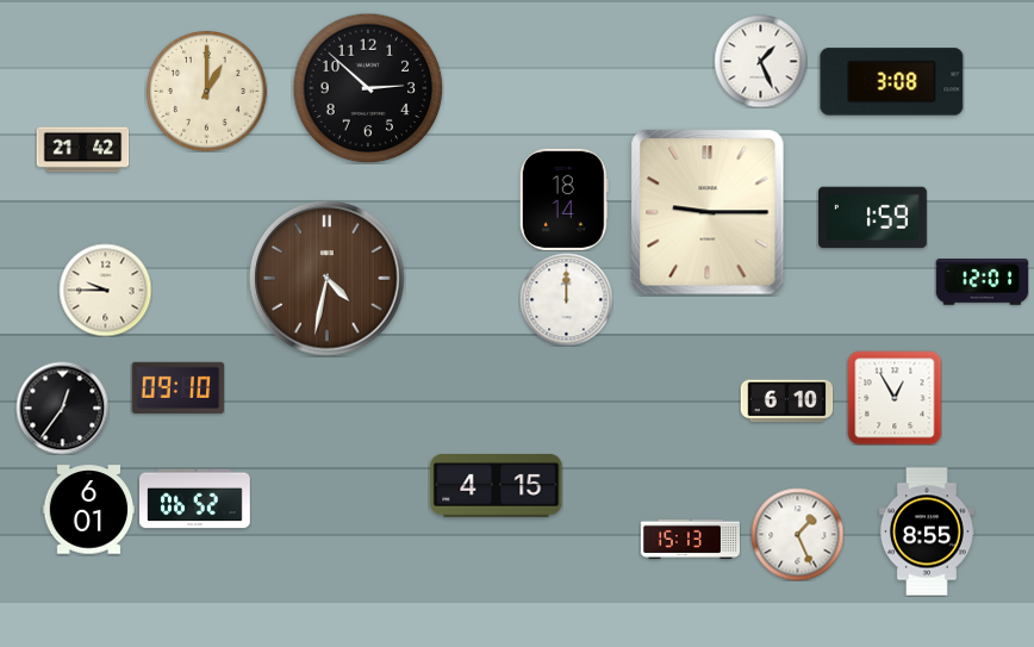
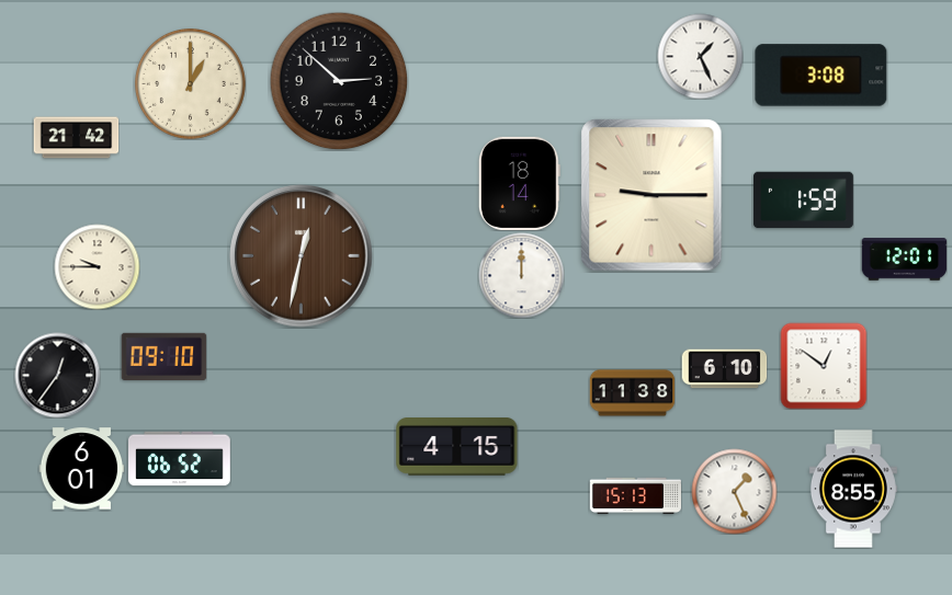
clock at (328, 279): 4:32 -> 12:32
clock at (895, 398): 12:55 -> 12:51
clock at (632, 393): none -> 11:38
